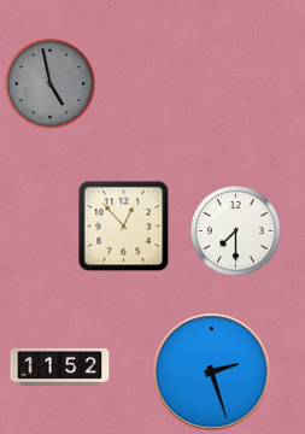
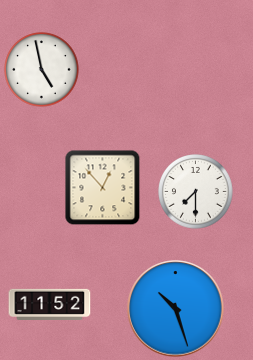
clock at (51, 84) dial: grey -> white
clock at (212, 373): 2:27 -> 10:27
